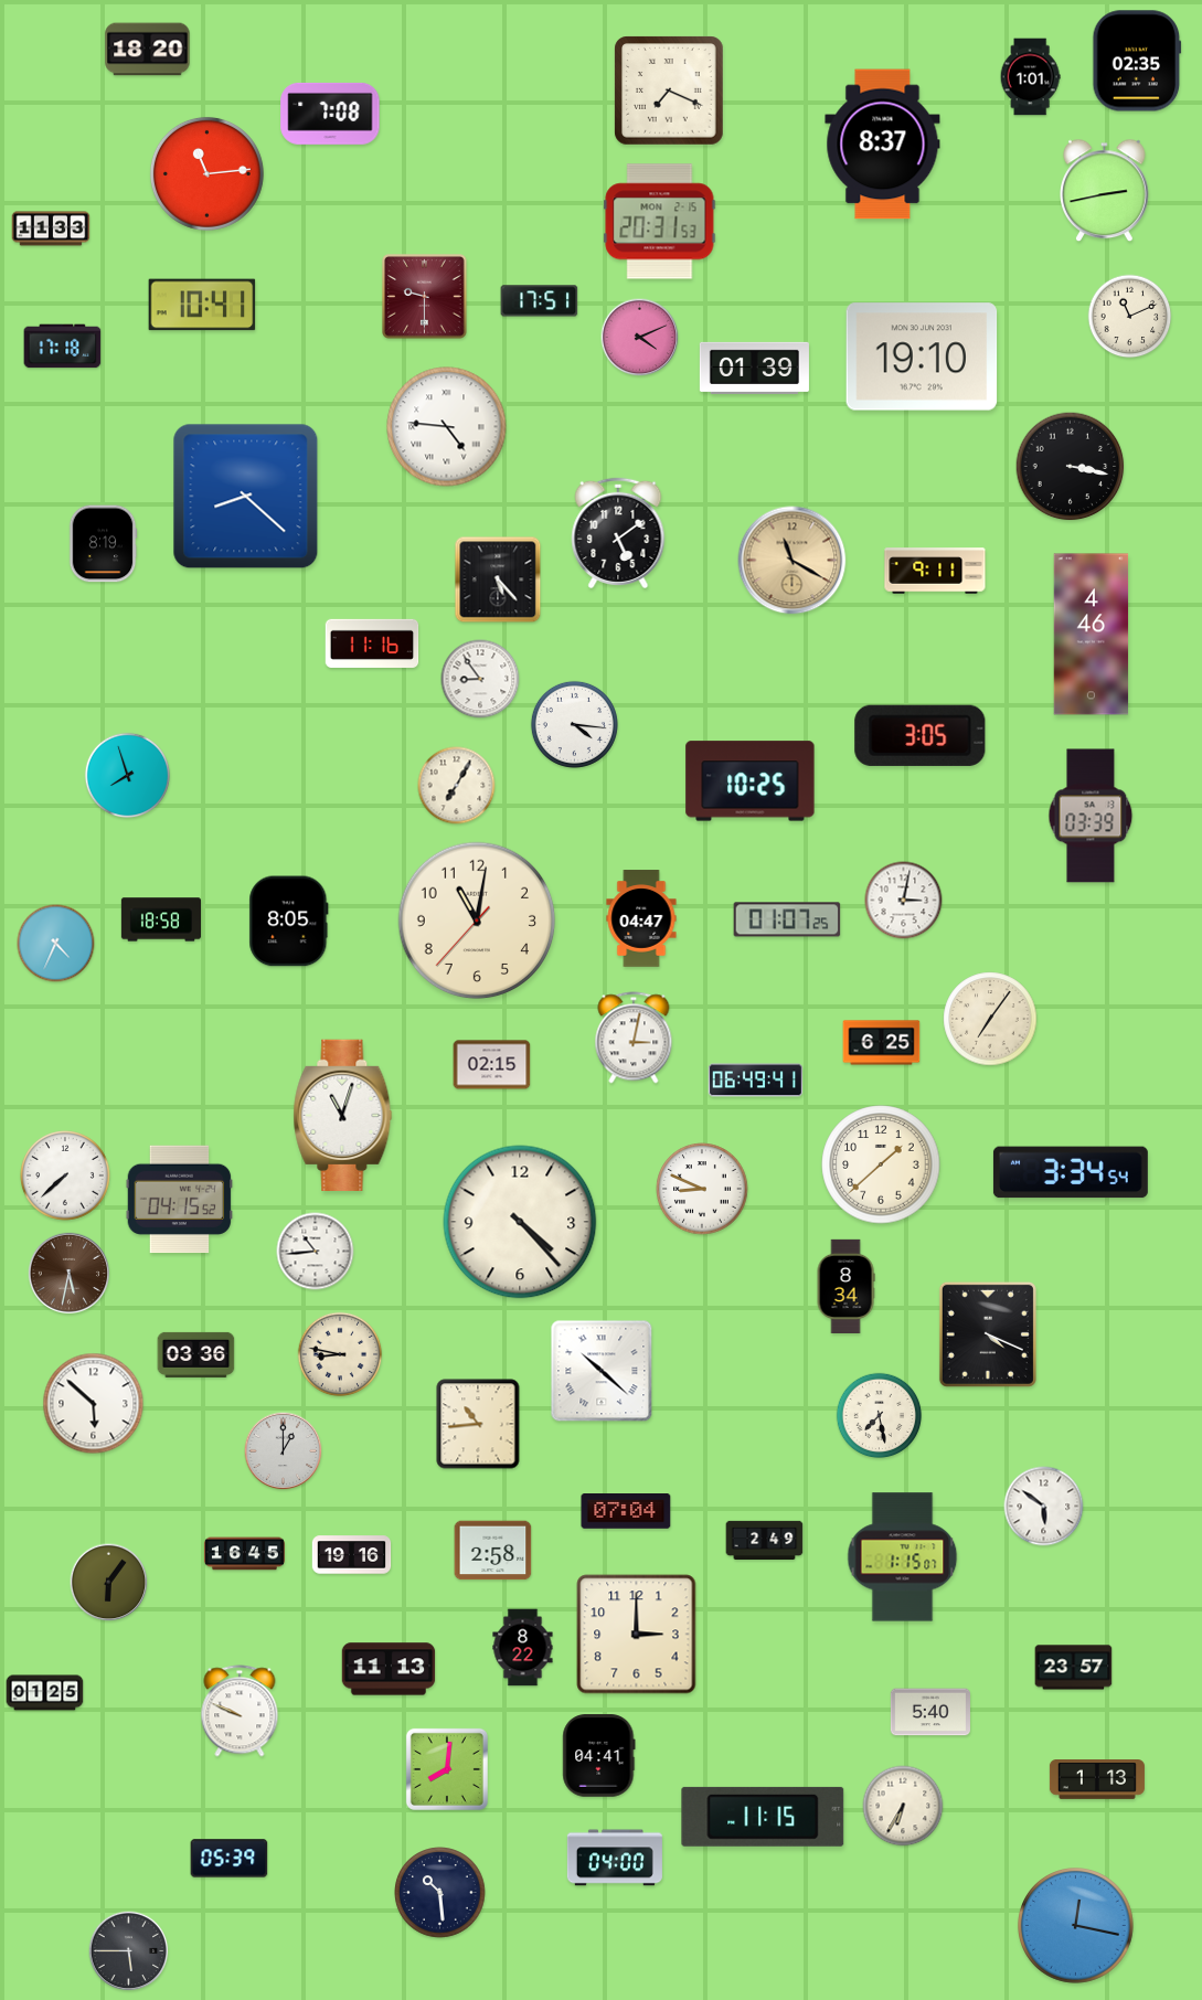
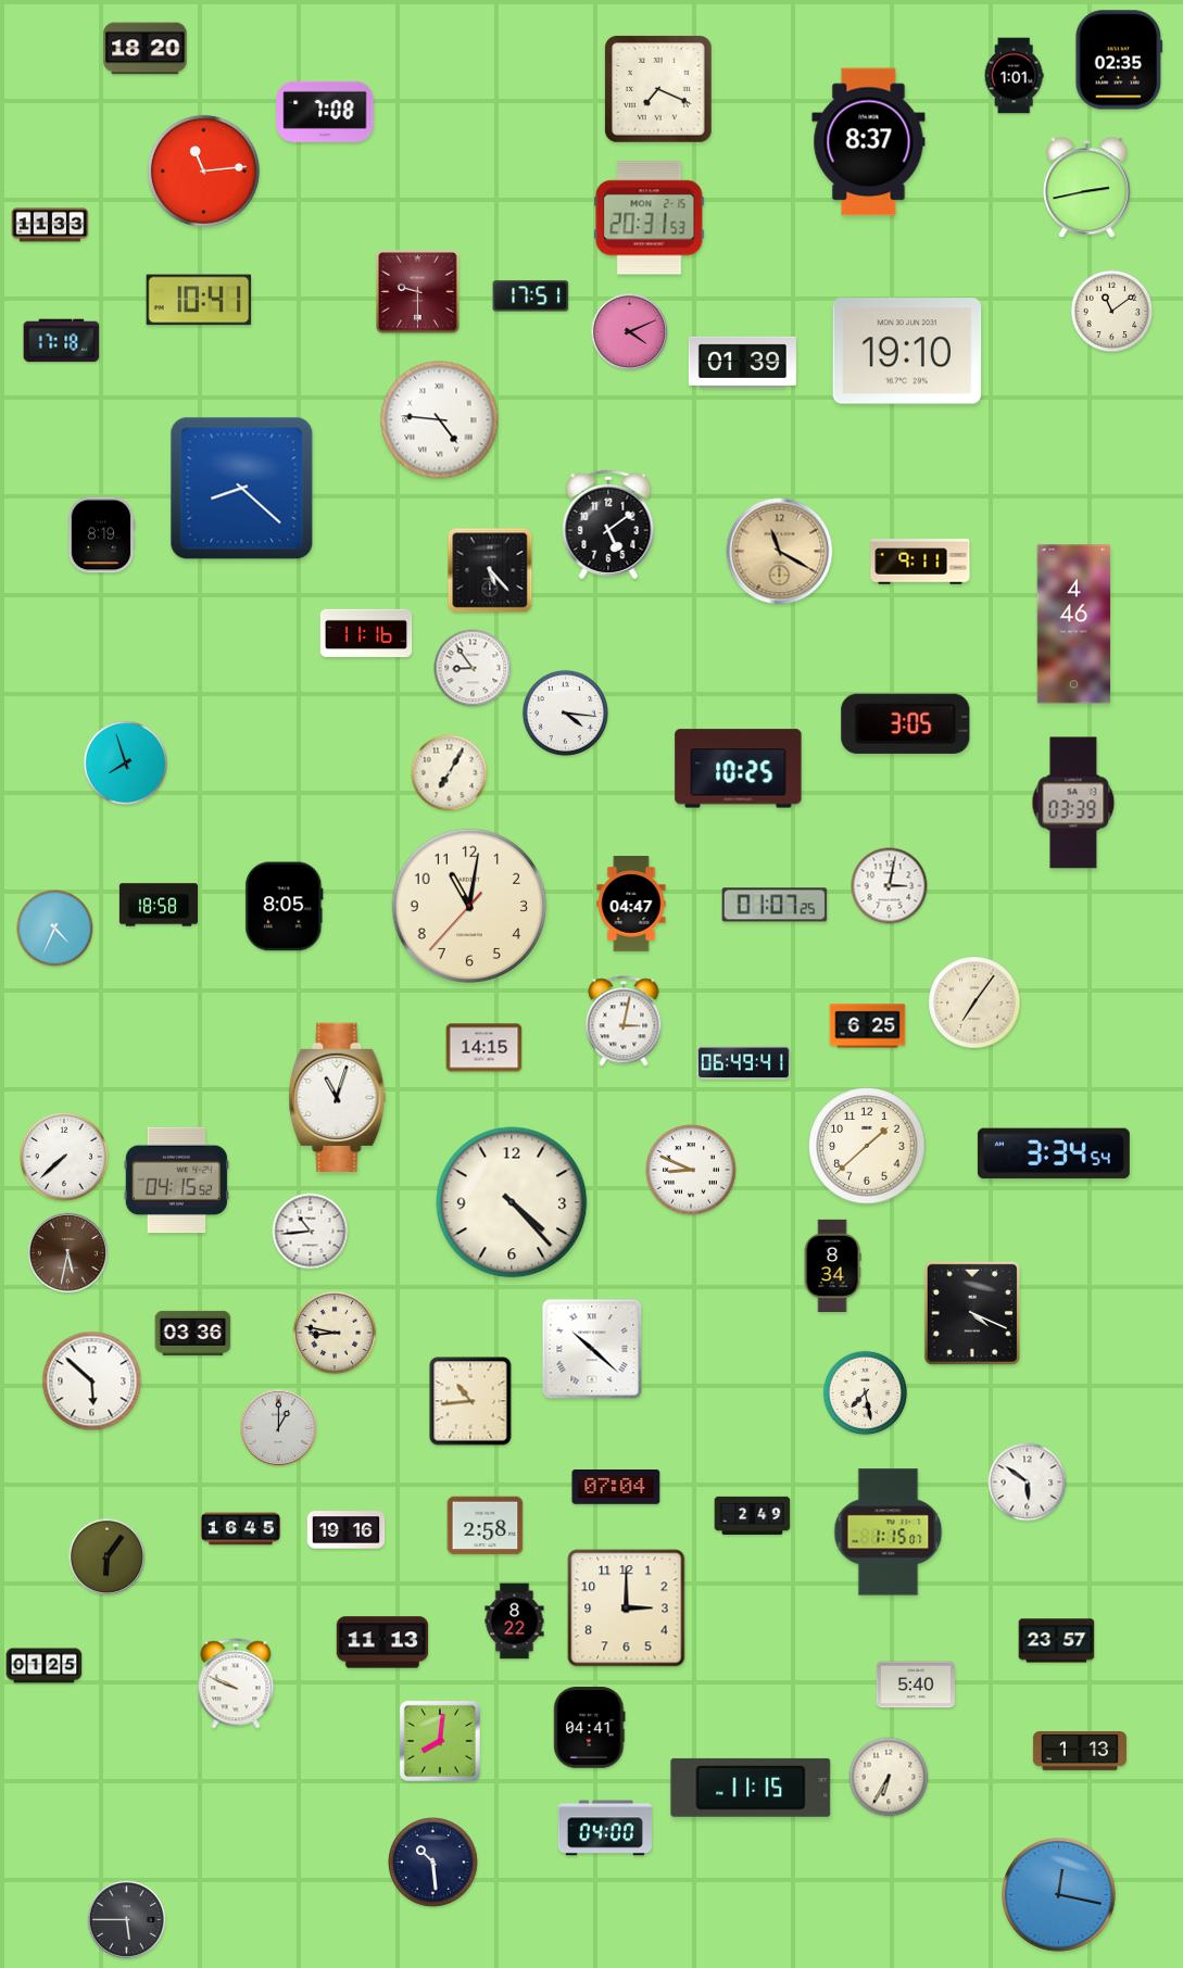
clock at (1130, 317): 11:11 -> 11:09
clock at (1071, 467): 3:17 -> none
clock at (492, 1065): 02:15 -> 14:15
clock at (230, 1859): 05:39 -> none
